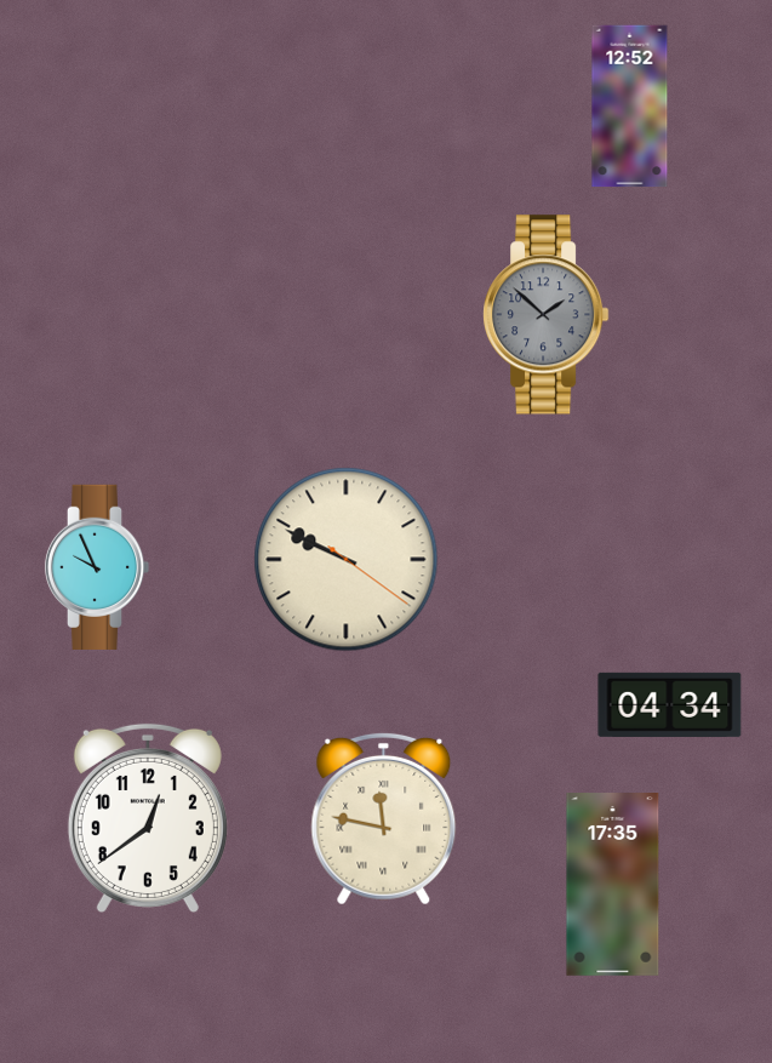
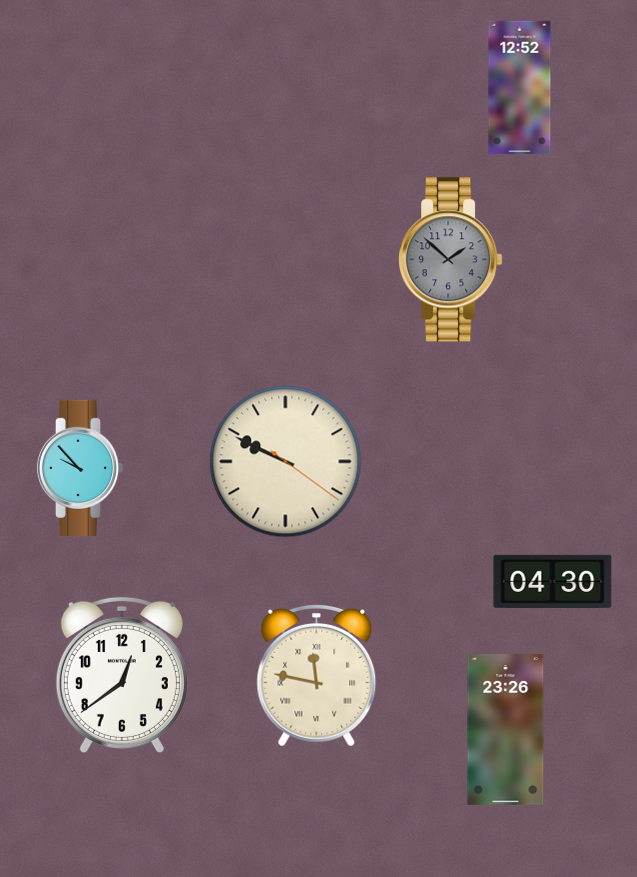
clock at (97, 566): 9:56 -> 9:53
clock at (670, 704): 04:34 -> 04:30
clock at (613, 885): 17:35 -> 23:26
